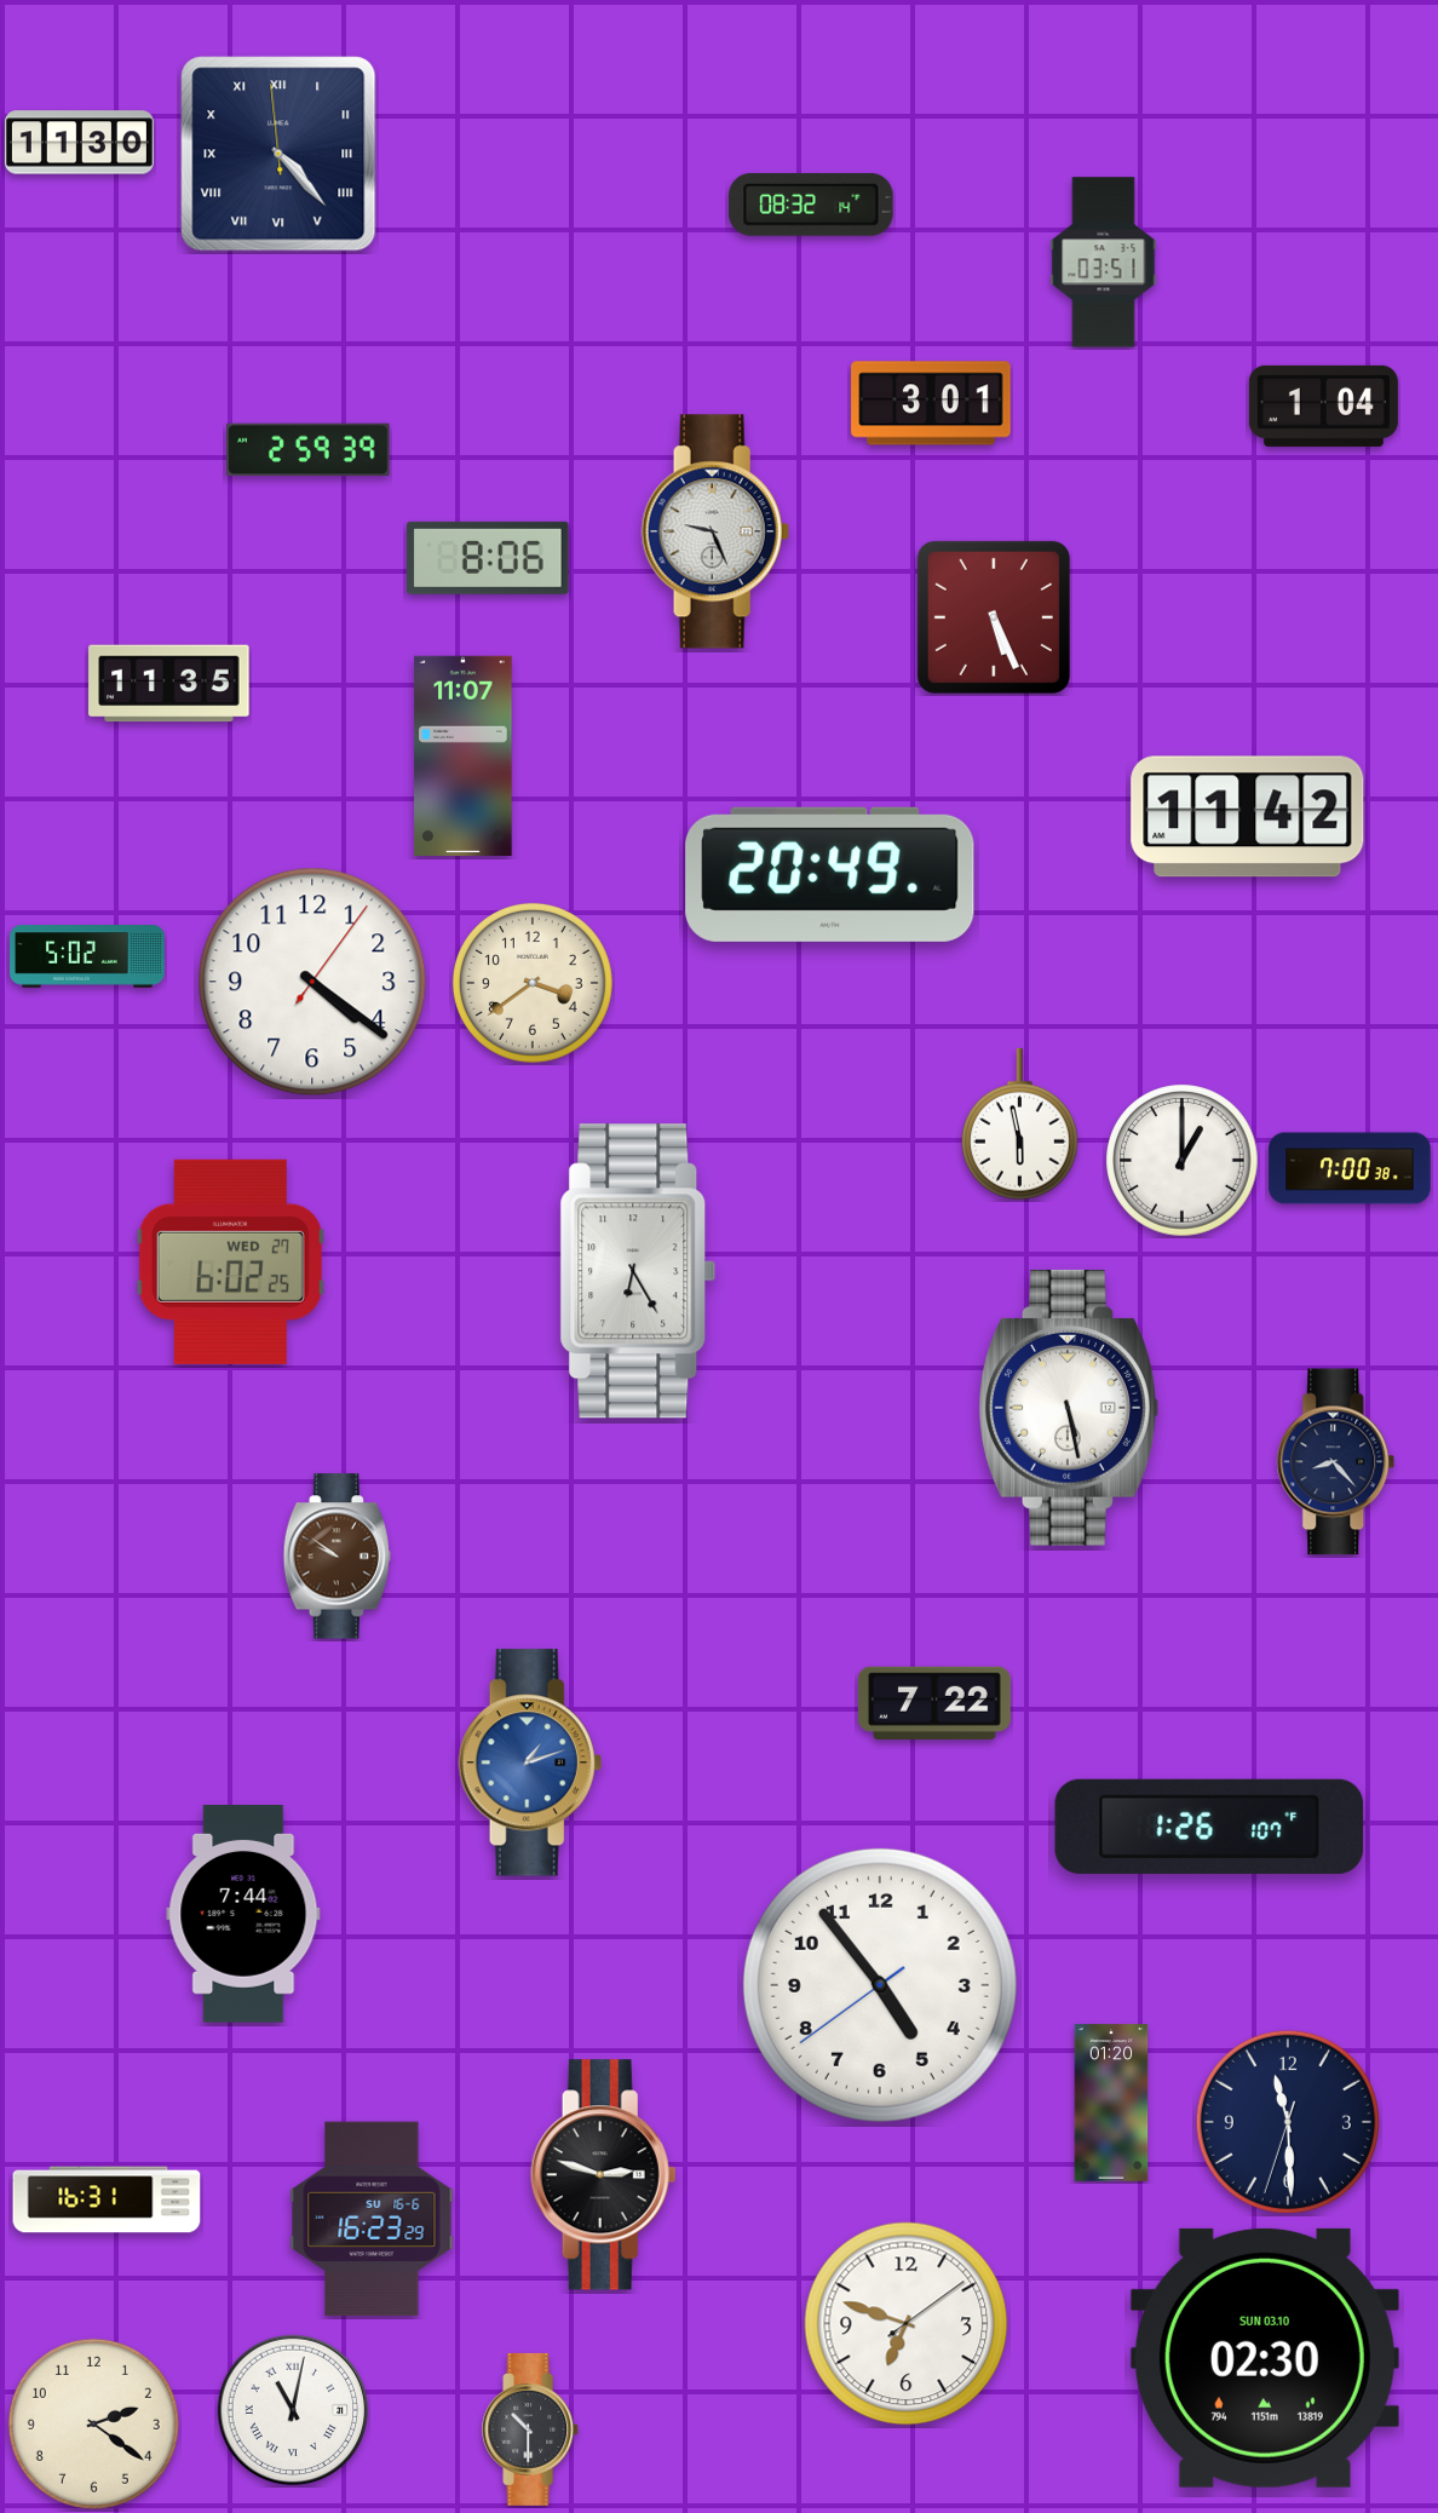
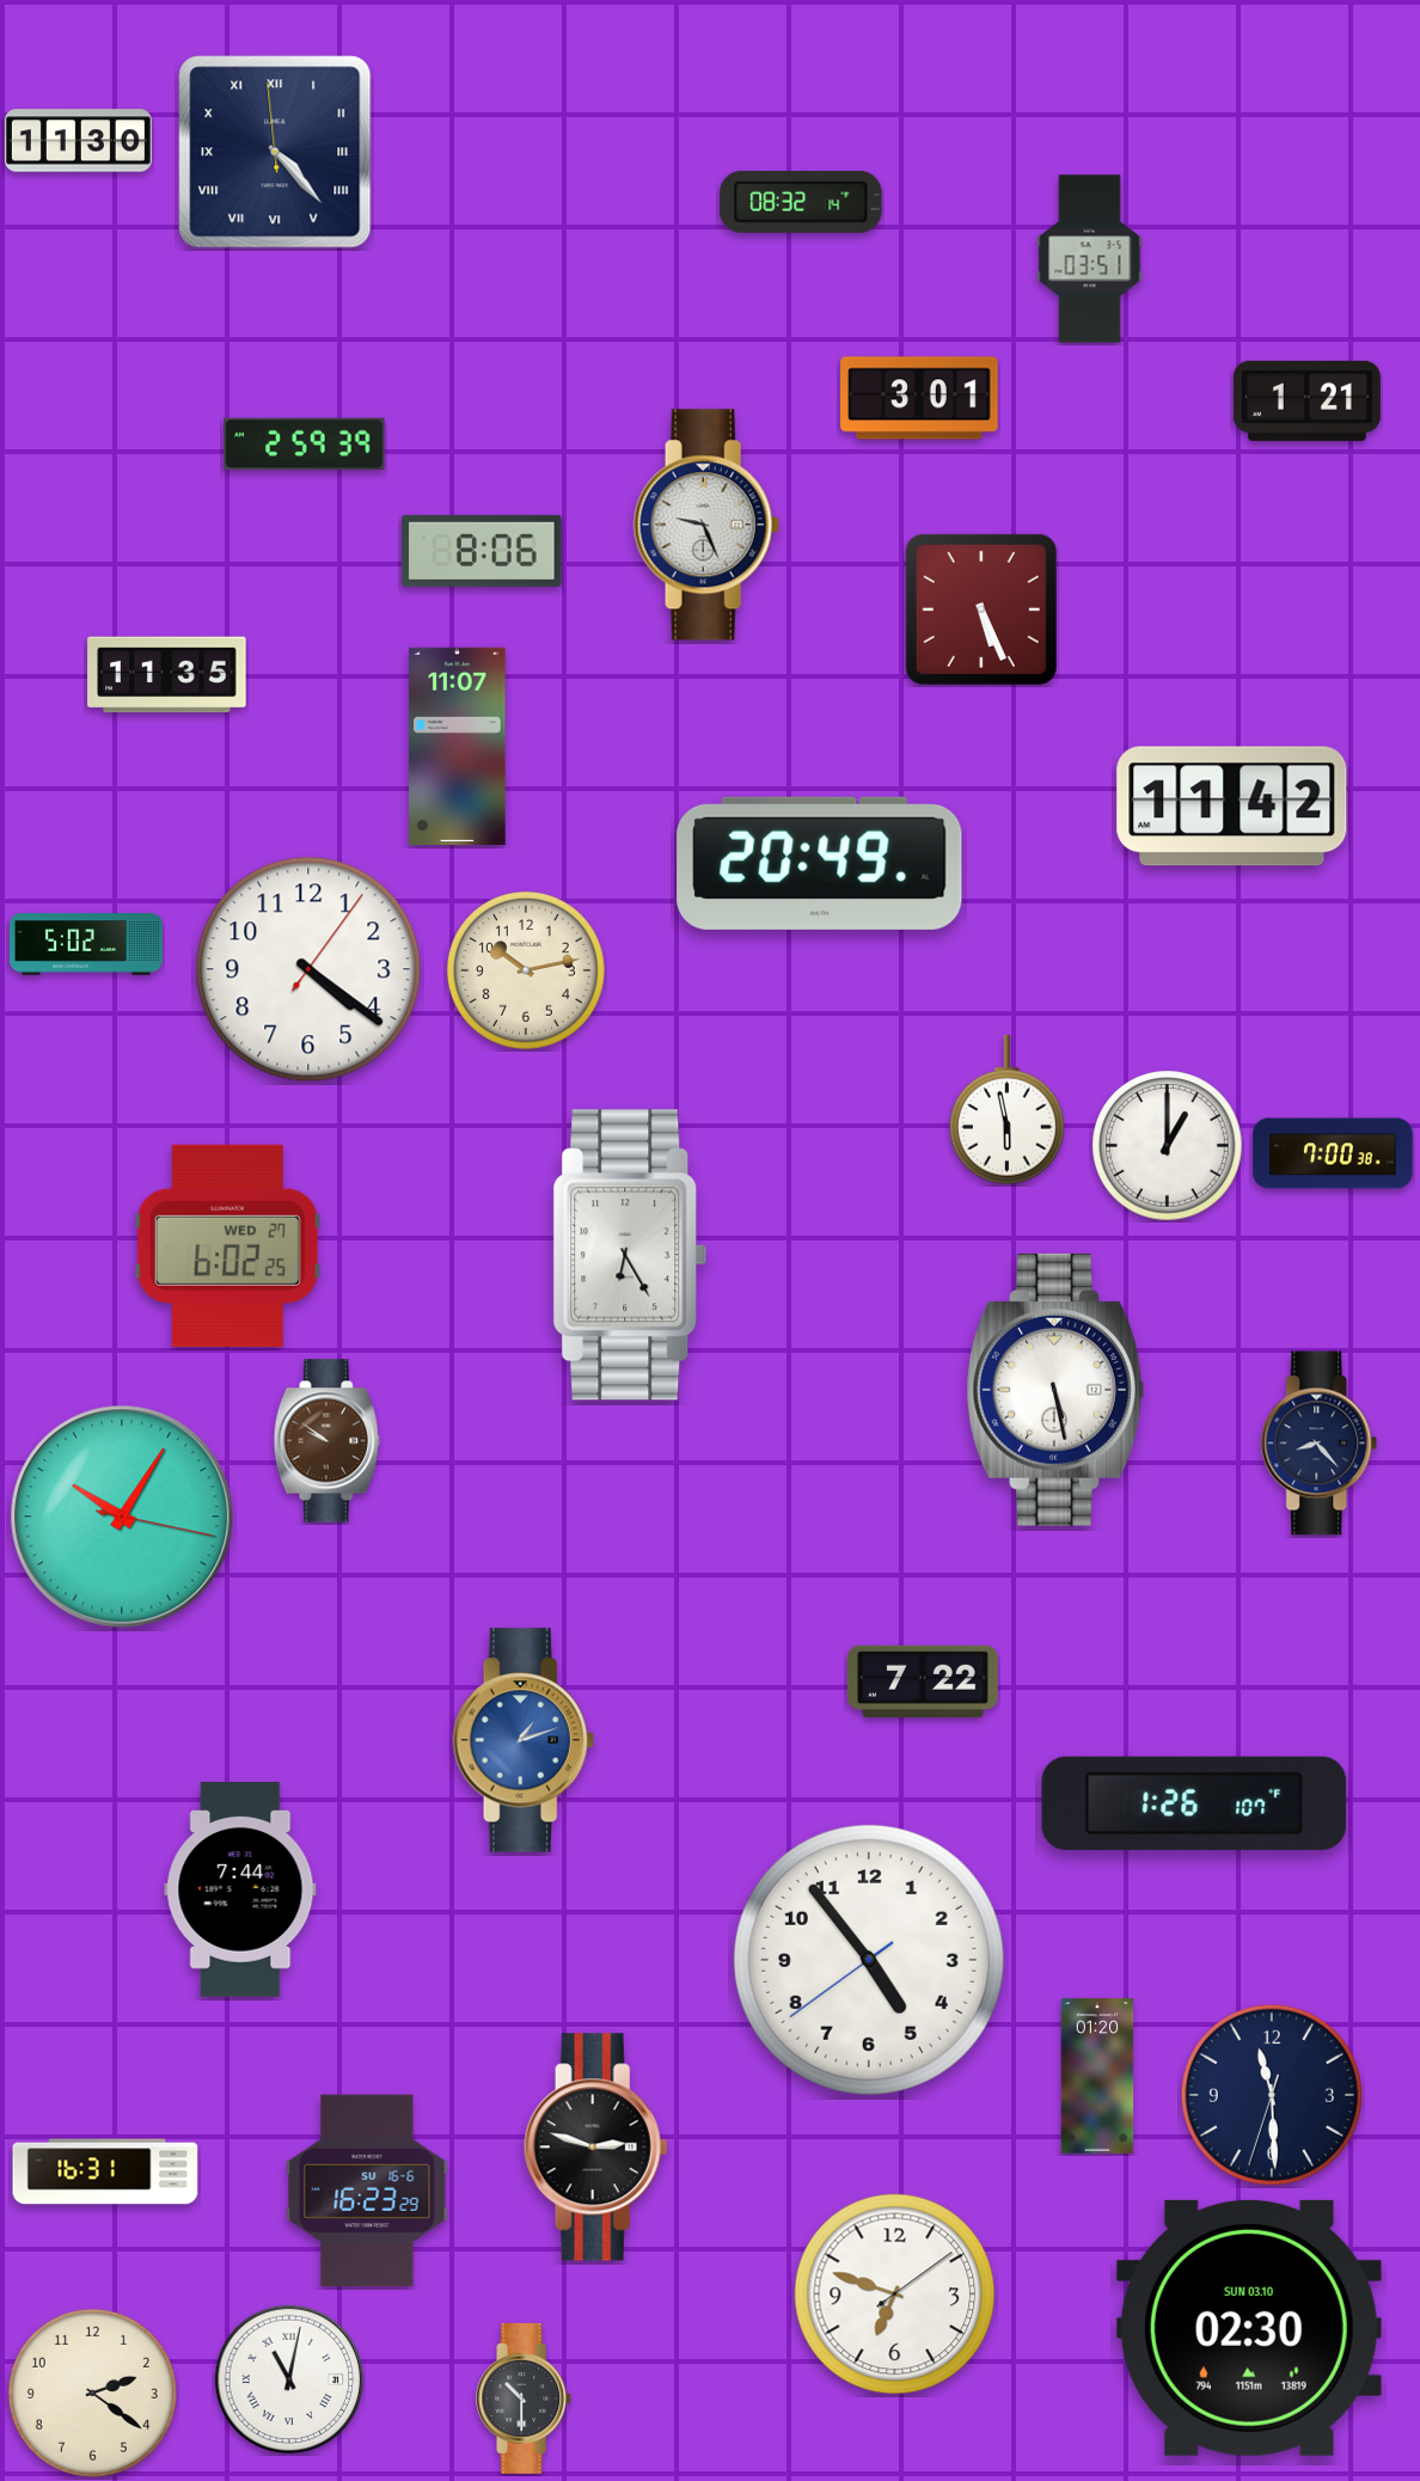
clock at (1323, 406): 1:04 -> 1:21
clock at (533, 983): 3:39 -> 10:13
clock at (122, 1517): none -> 10:05
clock at (337, 1557) position: (337, 1557) -> (326, 1441)
